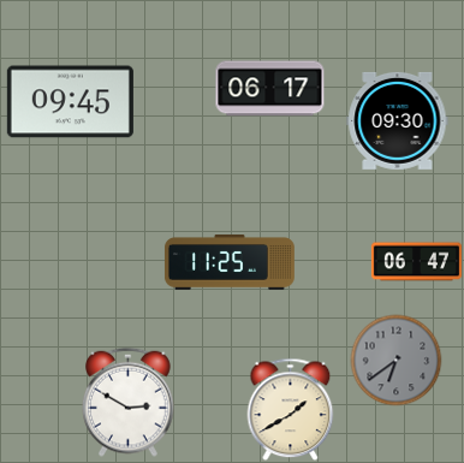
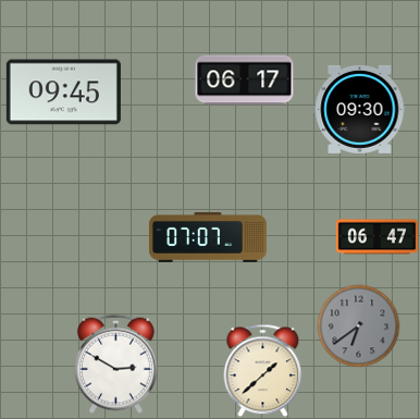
clock at (230, 263): 11:25 -> 07:07
clock at (291, 410): 1:40 -> 1:38
